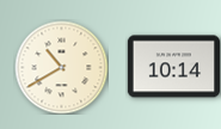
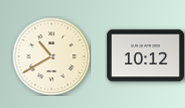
clock at (173, 67): 10:14 -> 10:12
